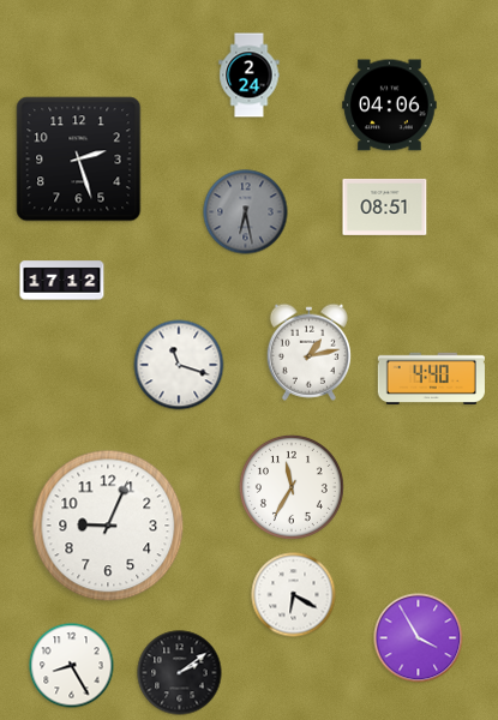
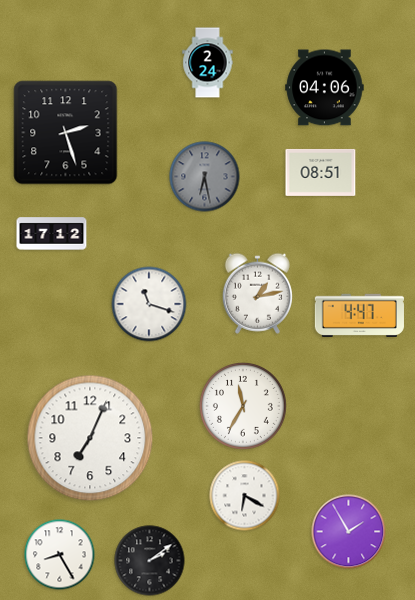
clock at (431, 378): 4:40 -> 4:47
clock at (108, 526): 9:04 -> 7:04
clock at (419, 638): 3:55 -> 1:55
